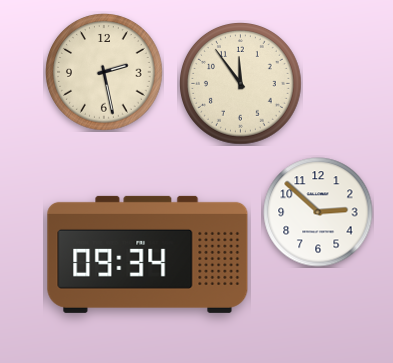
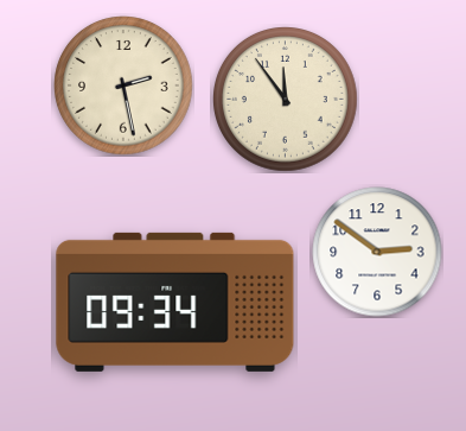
clock at (318, 212): 2:52 -> 2:51
